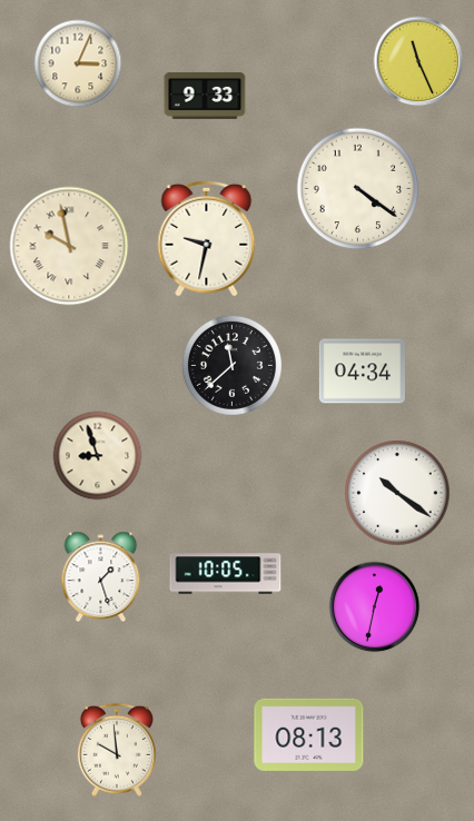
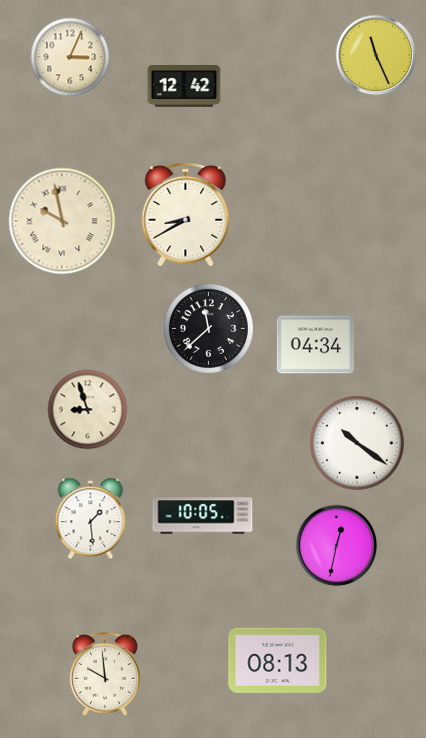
clock at (205, 96): 9:33 -> 12:42
clock at (358, 189): 4:21 -> none
clock at (207, 238): 9:32 -> 8:40
clock at (362, 372) position: (362, 372) -> (315, 345)
clock at (101, 576): 1:27 -> 1:29
